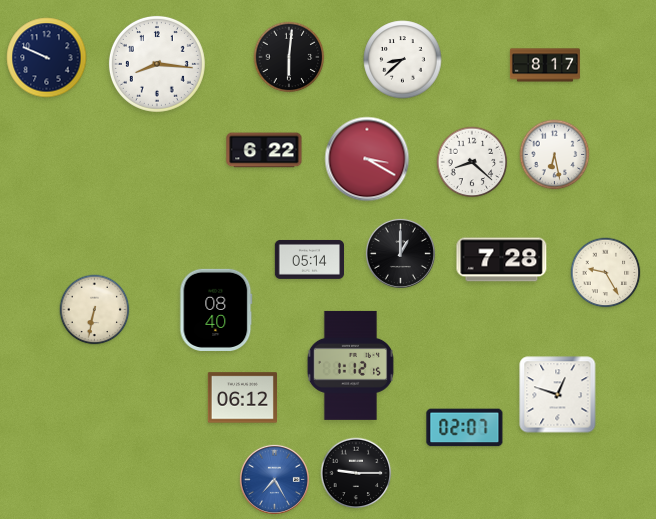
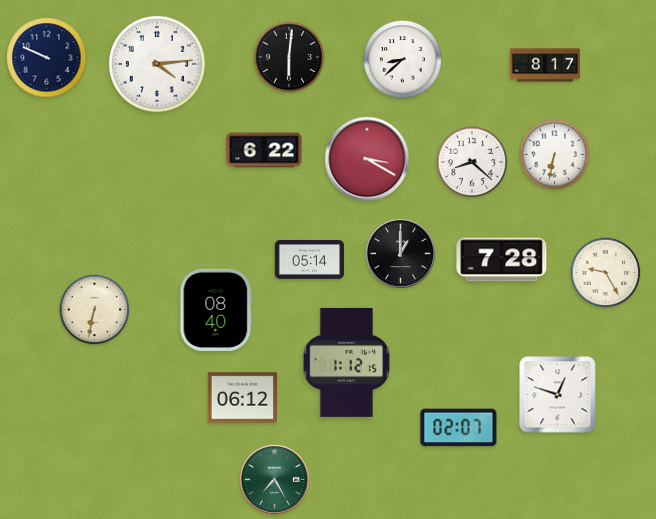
clock at (157, 64): 8:16 -> 4:14
clock at (555, 155): 6:28 -> 6:32
clock at (350, 365) position: (350, 365) -> (346, 362)
clock at (465, 428) position: (465, 428) -> (459, 428)
clock at (356, 473): 9:15 -> none
clock at (274, 479) dial: blue -> green
